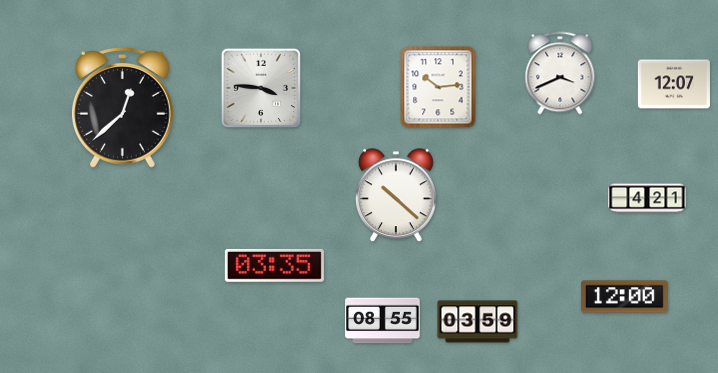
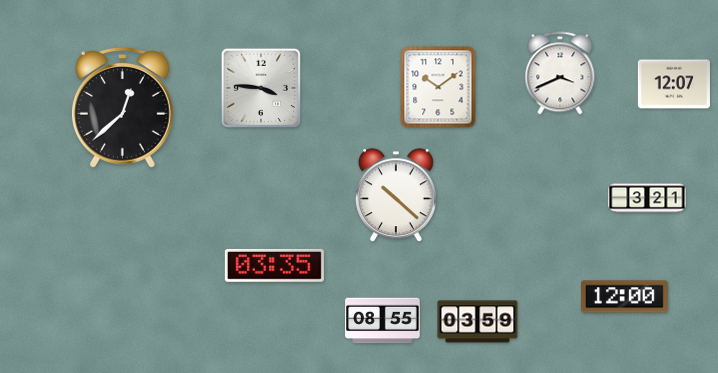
clock at (438, 87): 10:14 -> 10:09
clock at (647, 198): 4:21 -> 3:21
